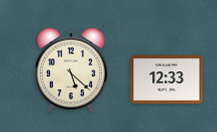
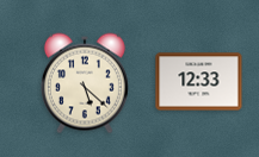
clock at (167, 80) position: (167, 80) -> (199, 82)
